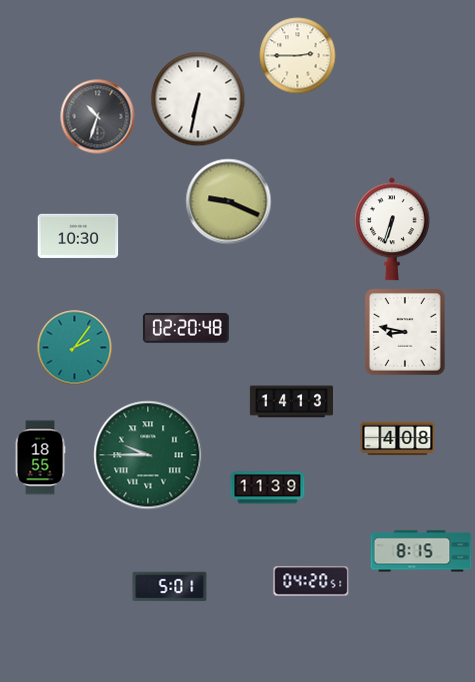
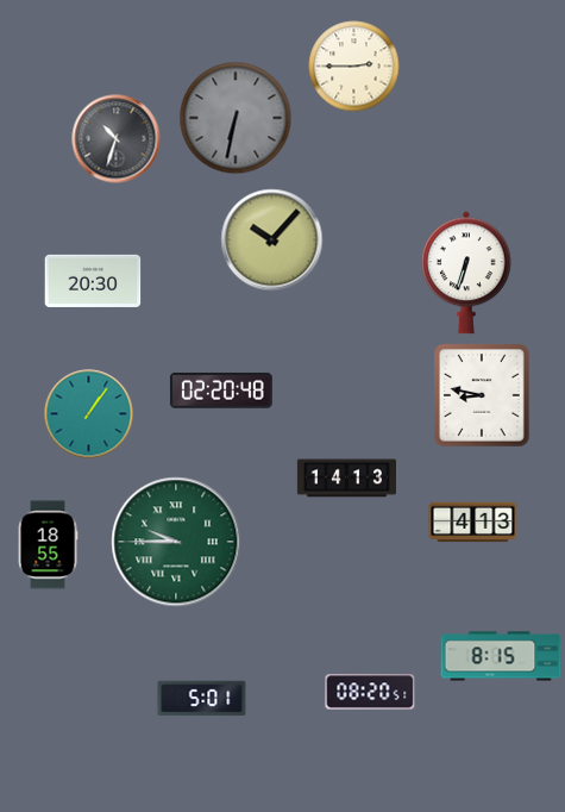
clock at (198, 99) dial: white -> grey
clock at (229, 202): 9:19 -> 10:07
clock at (78, 236): 10:30 -> 20:30
clock at (75, 348): 2:06 -> 1:06
clock at (398, 439): 4:08 -> 4:13
clock at (268, 488): 11:39 -> none
clock at (311, 581): 04:20 -> 08:20
